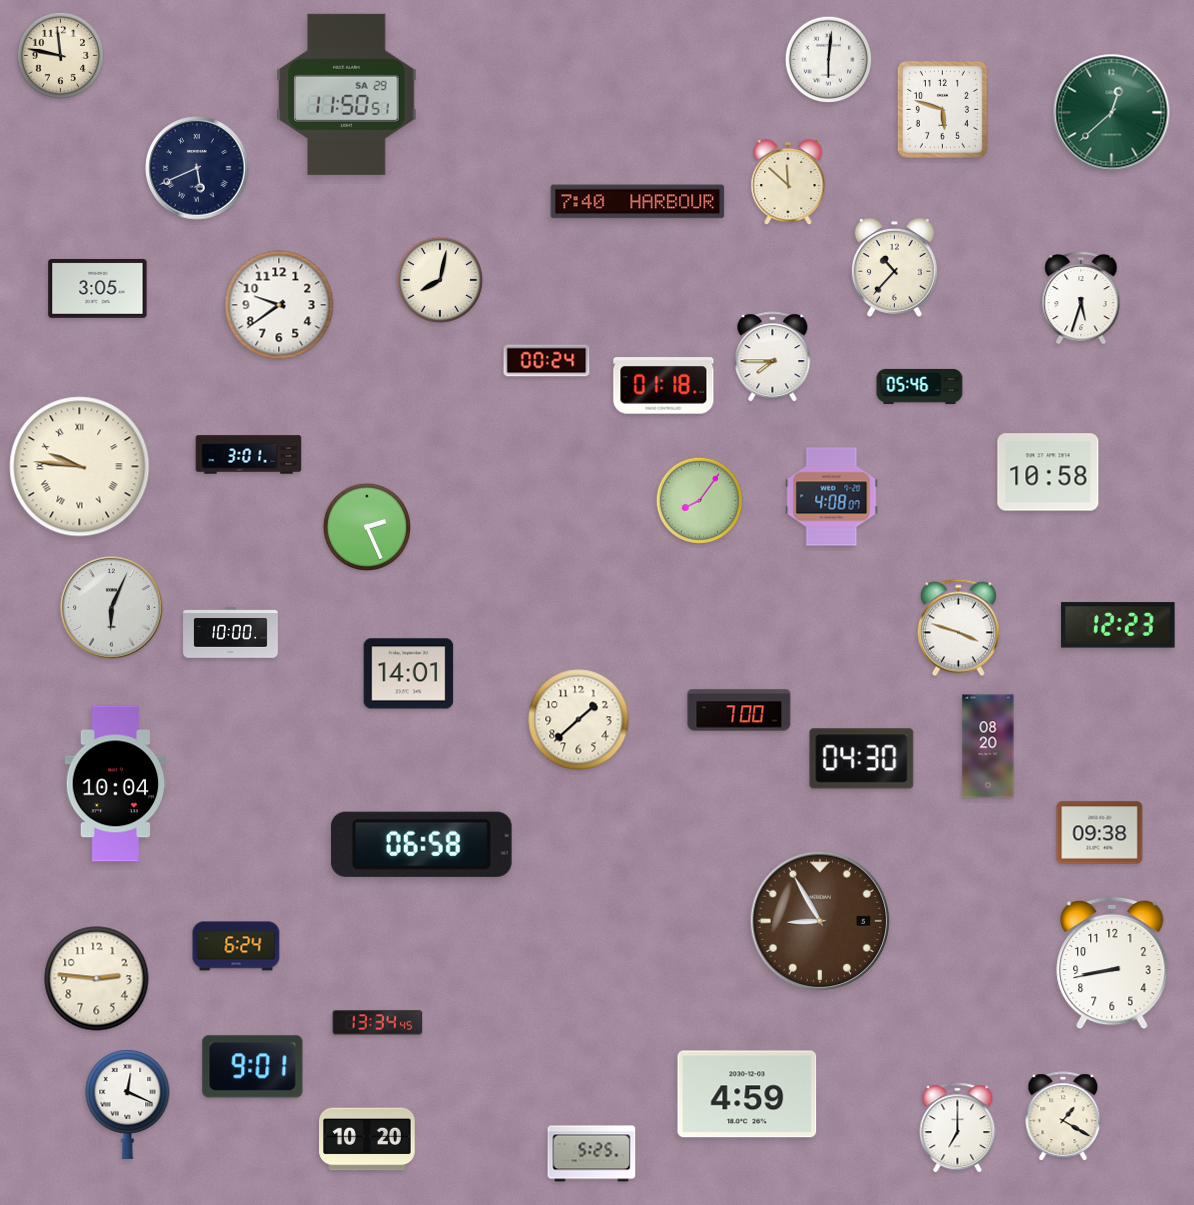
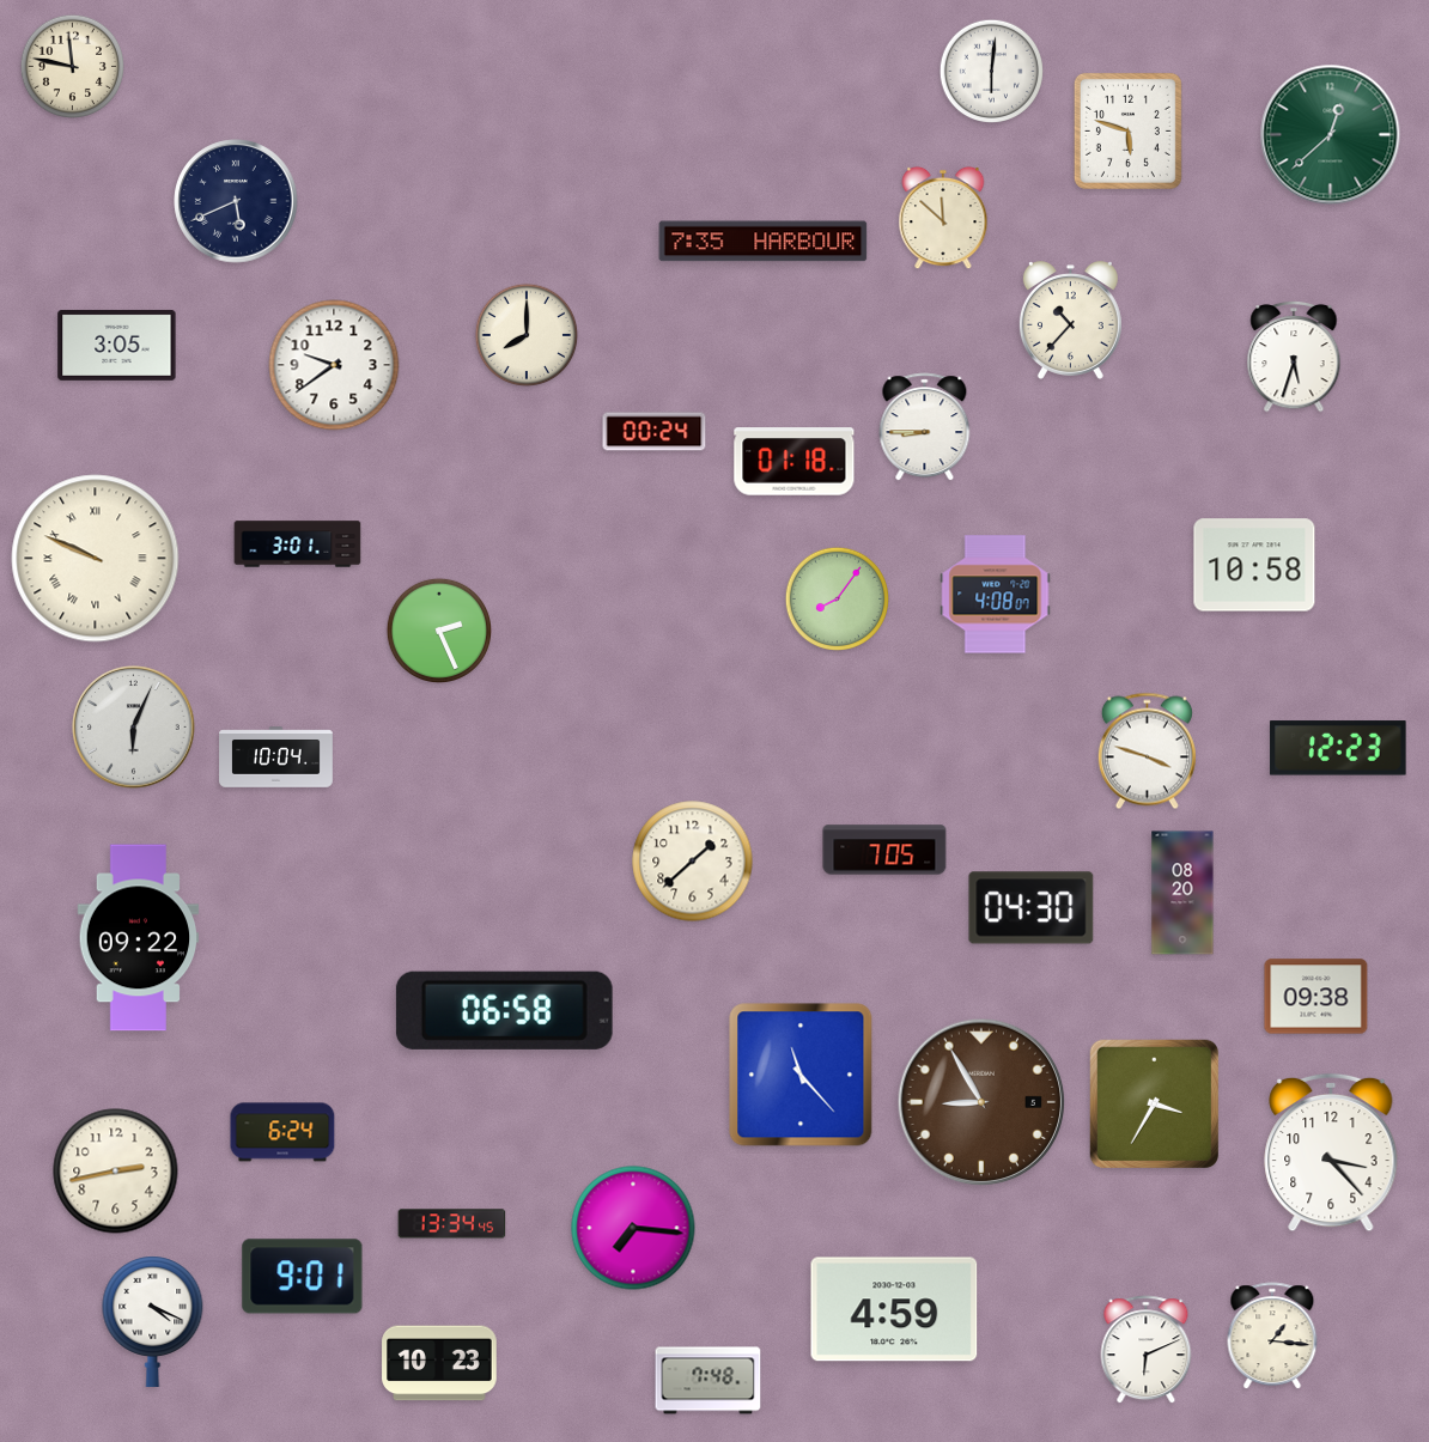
clock at (347, 94): 11:50 -> none
clock at (638, 202): 7:40 -> 7:35
clock at (440, 280): 8:02 -> 8:00
clock at (773, 357): 7:45 -> 8:45
clock at (920, 386): 05:46 -> none
clock at (80, 467): 9:46 -> 9:49
clock at (231, 633): 10:00 -> 10:04
clock at (409, 674): 14:01 -> none
clock at (739, 710): 7:00 -> 7:05
clock at (116, 784): 10:04 -> 09:22
clock at (801, 1075): none -> 11:23
clock at (1154, 1103): none -> 3:35
clock at (1112, 963): 8:43 -> 3:23
clock at (97, 979): 2:46 -> 2:43
clock at (633, 1228): none -> 7:16
clock at (128, 1104): 12:19 -> 4:19
clock at (1063, 1117): 1:20 -> 1:16
clock at (958, 1128): 7:00 -> 6:11
clock at (367, 1139): 10:20 -> 10:23
clock at (592, 1154): 5:25 -> 7:48
